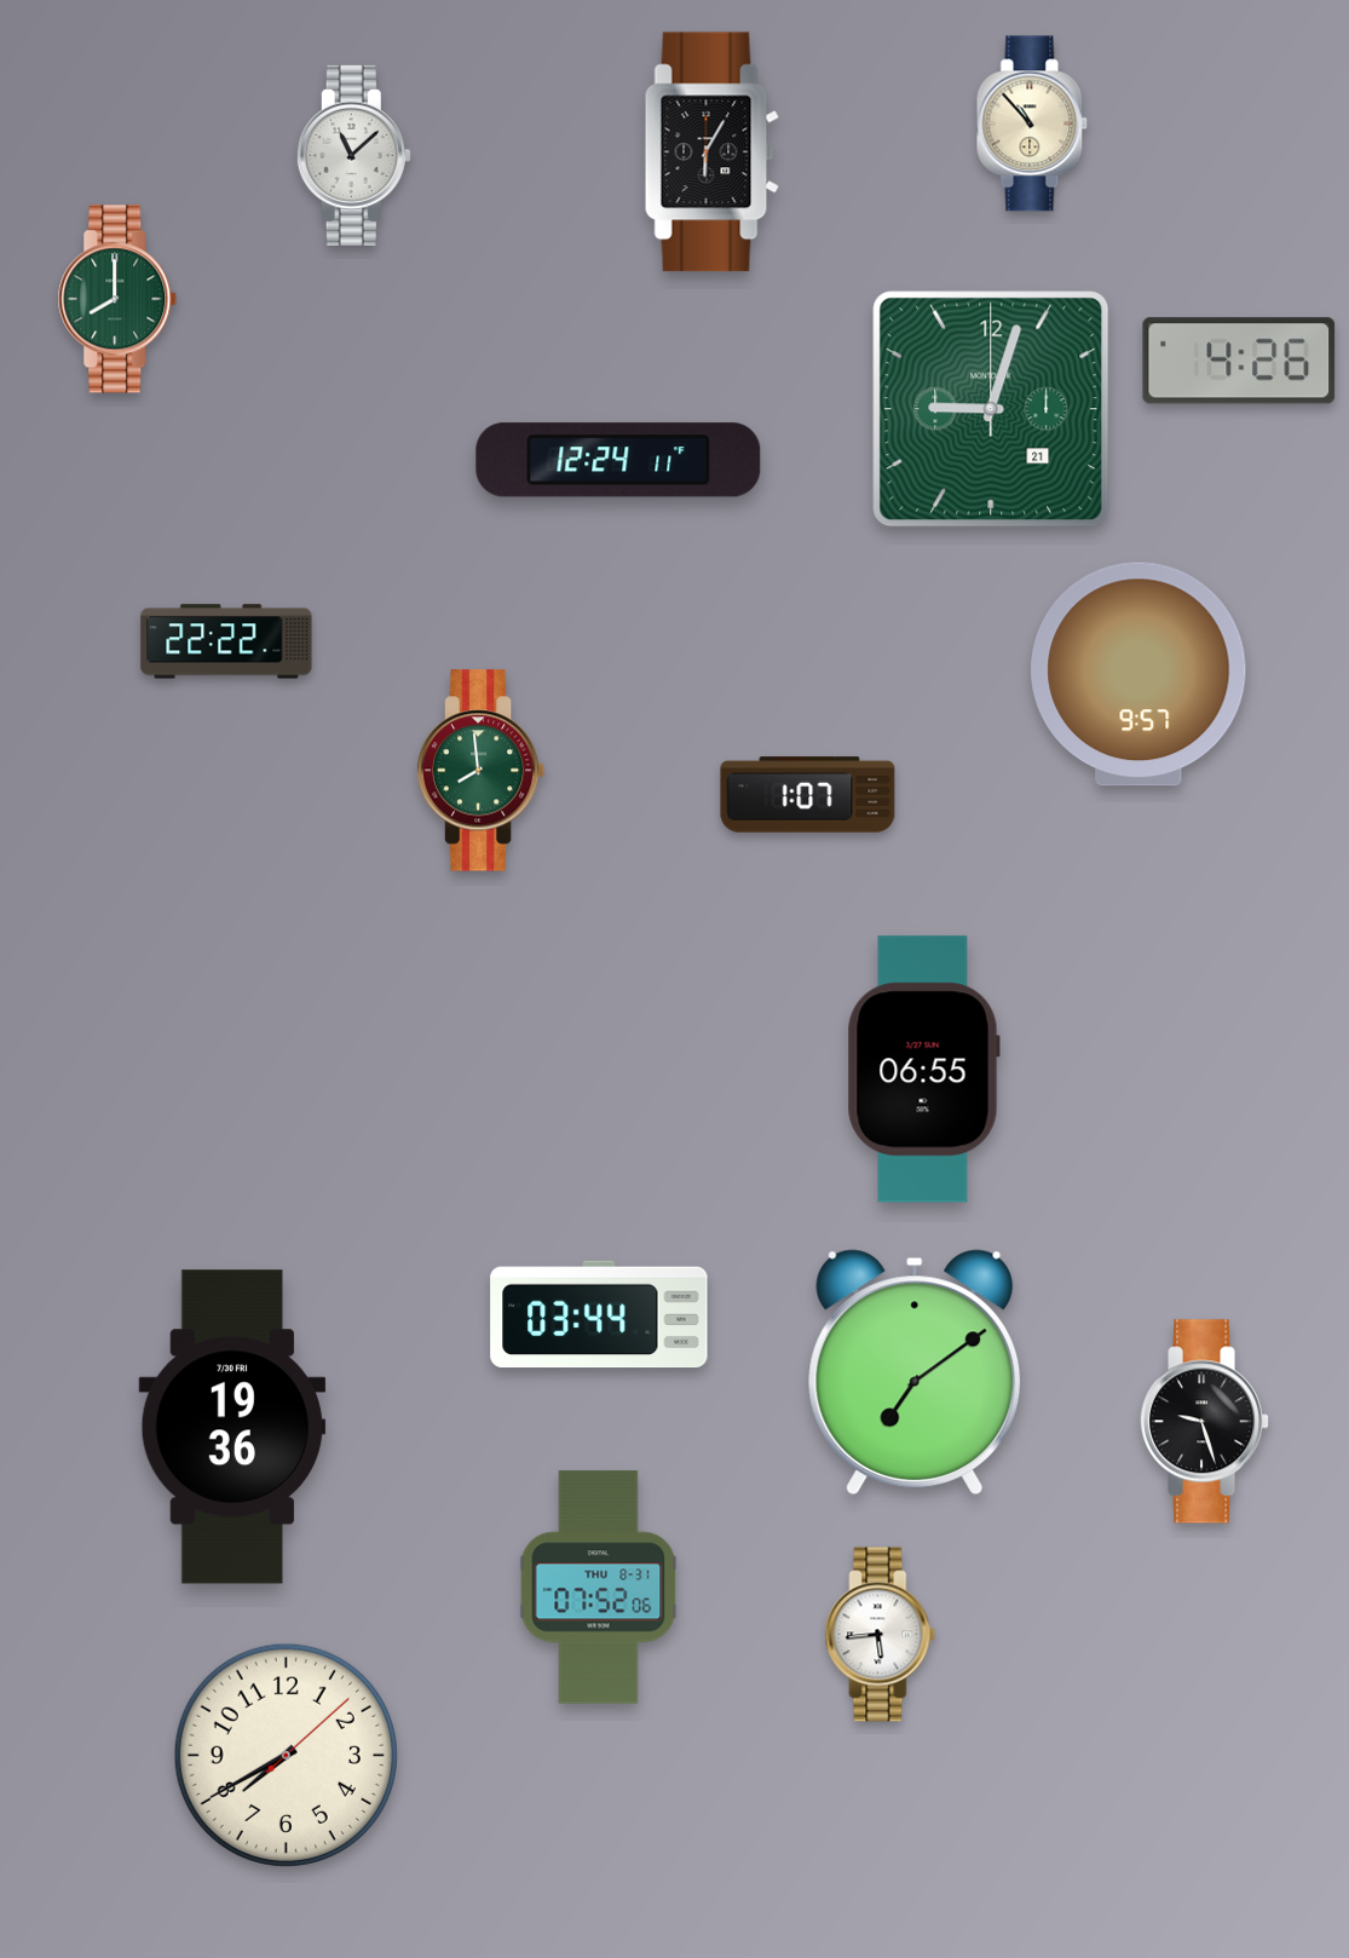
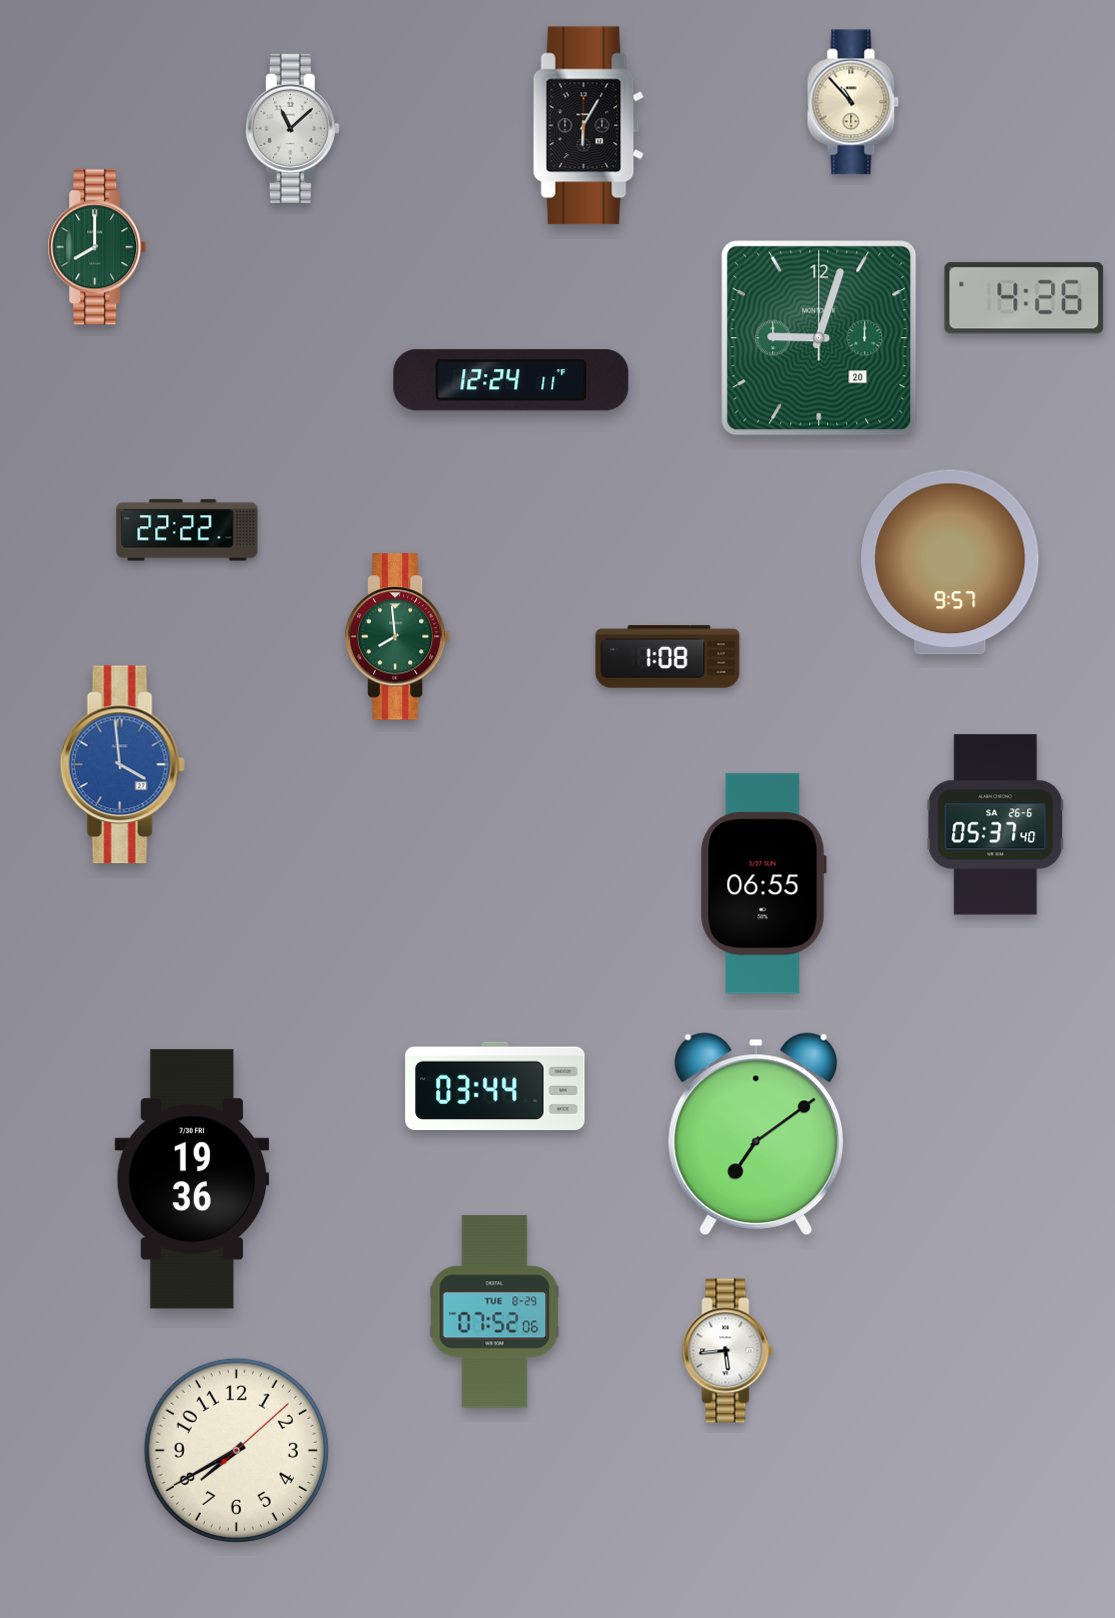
clock at (991, 409) date: 21 -> 20
clock at (1138, 674) position: (1138, 674) -> (950, 562)
clock at (808, 795): 1:07 -> 1:08
clock at (122, 765): none -> 3:59
clock at (996, 825): none -> 05:37
clock at (1205, 1422): 9:27 -> none
clock at (599, 1588) date: THU 8-31 -> TUE 8-29
